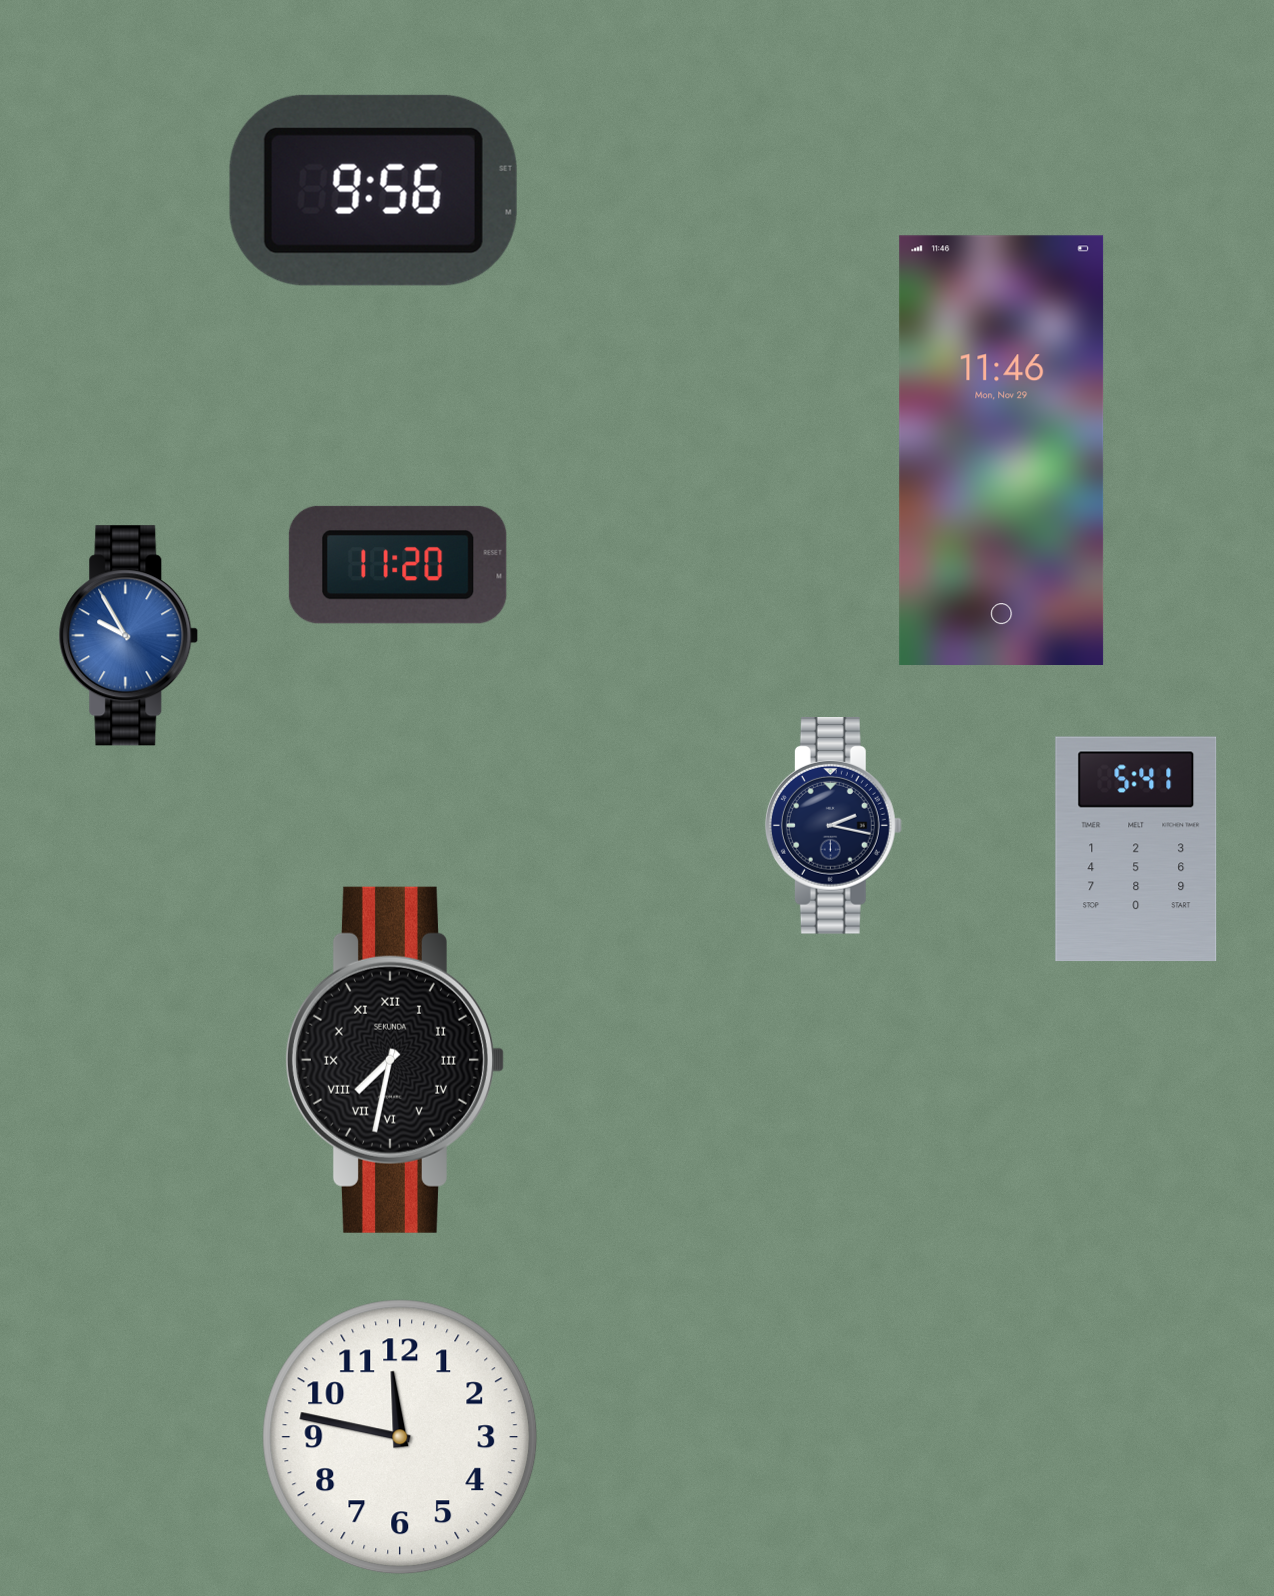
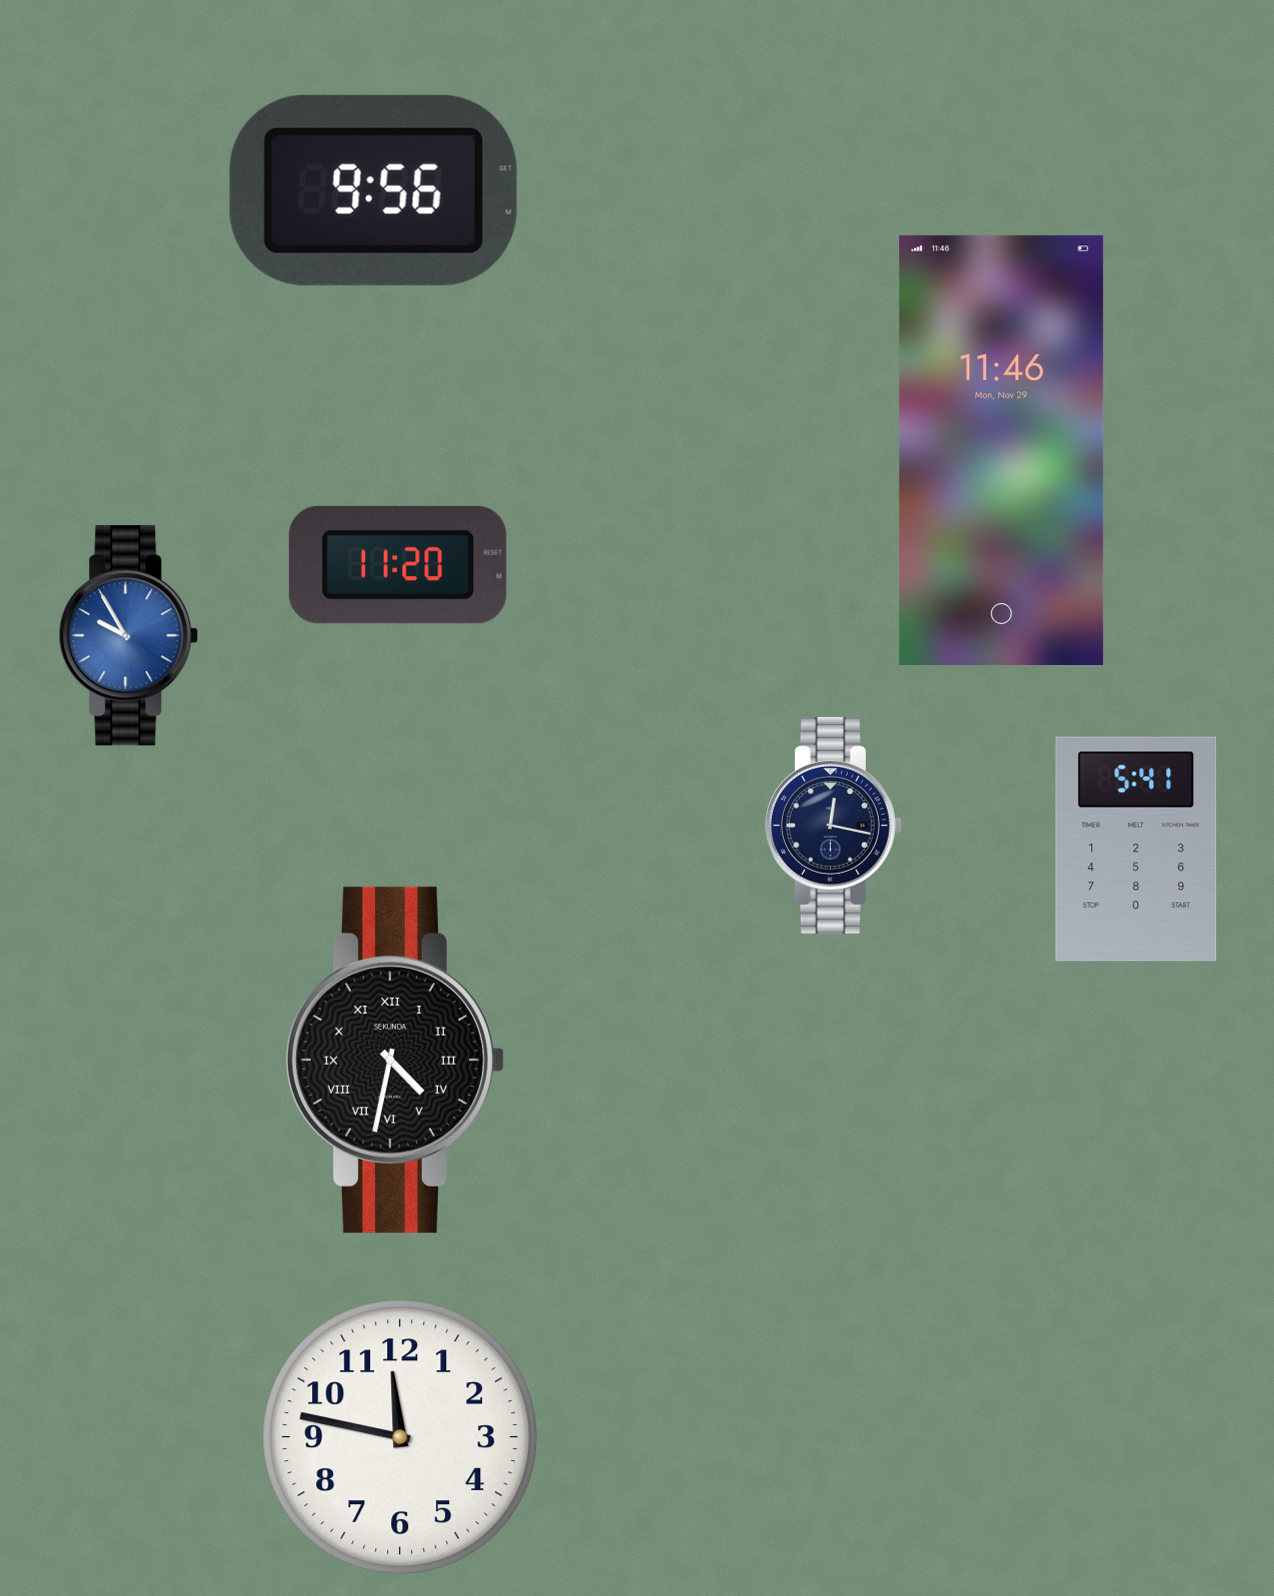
clock at (833, 826): 2:17 -> 12:17
clock at (394, 1060): 7:32 -> 4:32
